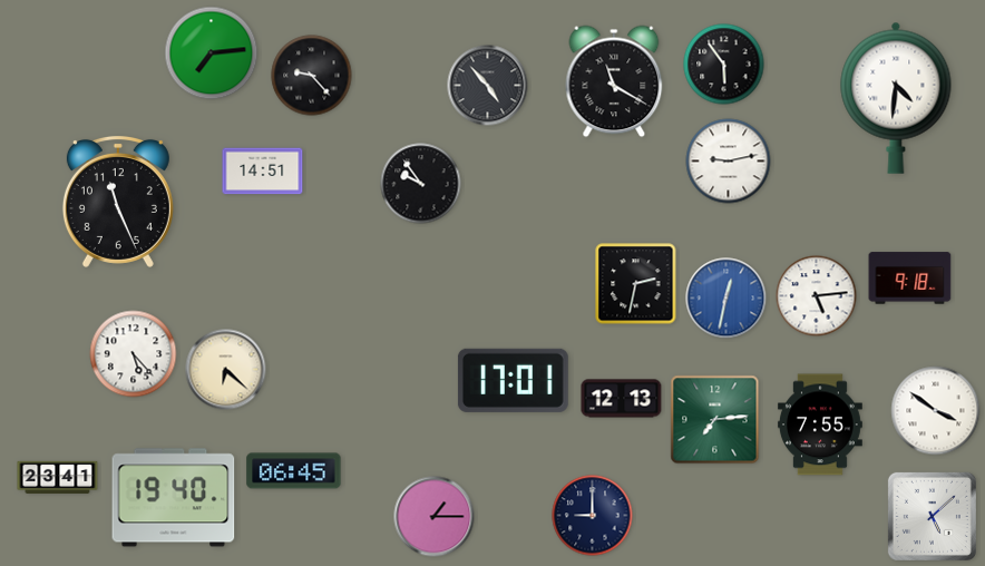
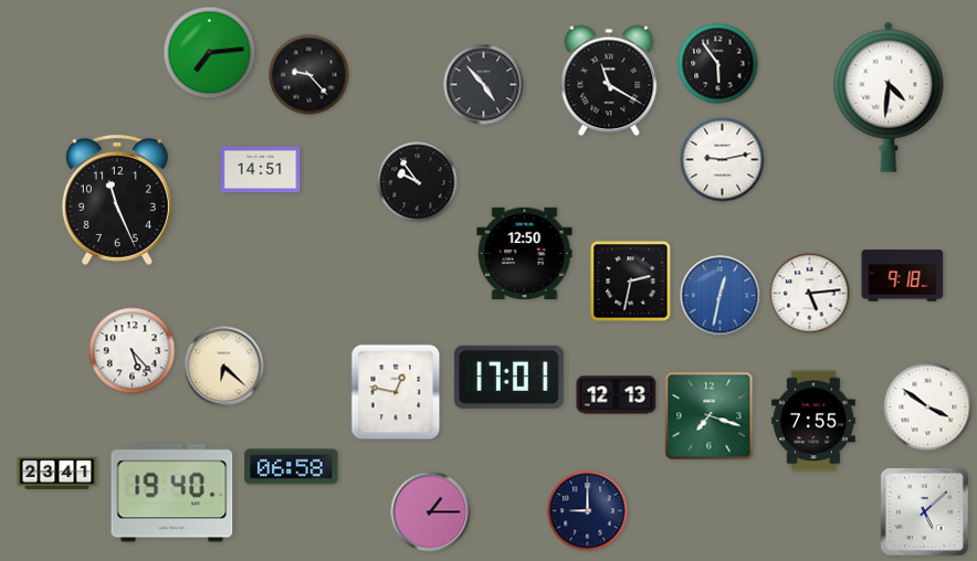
clock at (525, 253): none -> 12:50
clock at (396, 392): none -> 12:47
clock at (715, 420): 7:14 -> 7:18
clock at (294, 471): 06:45 -> 06:58
